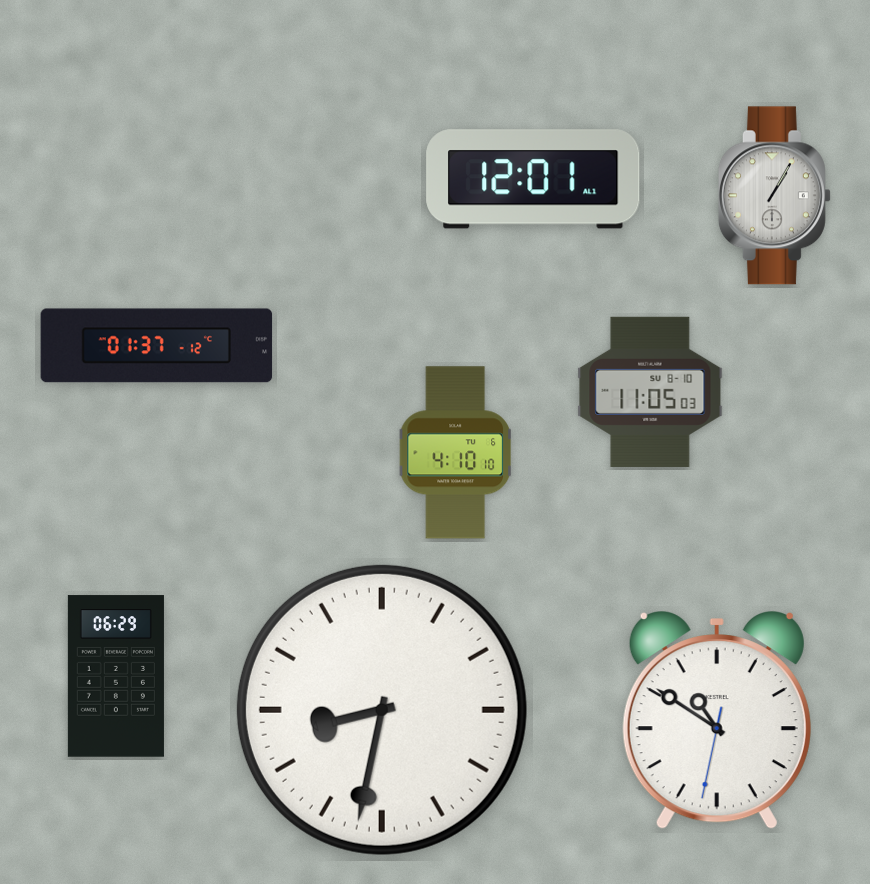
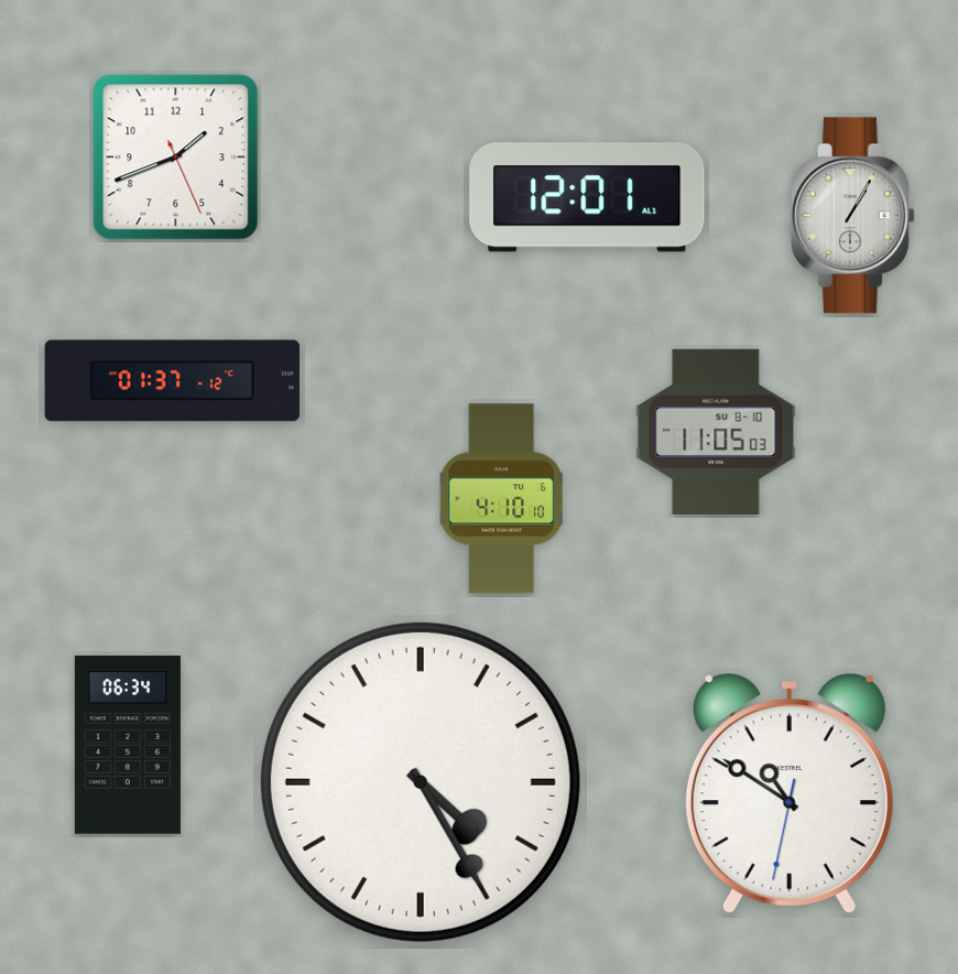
clock at (176, 158): none -> 1:41
clock at (116, 676): 06:29 -> 06:34
clock at (382, 710): 8:32 -> 4:25
